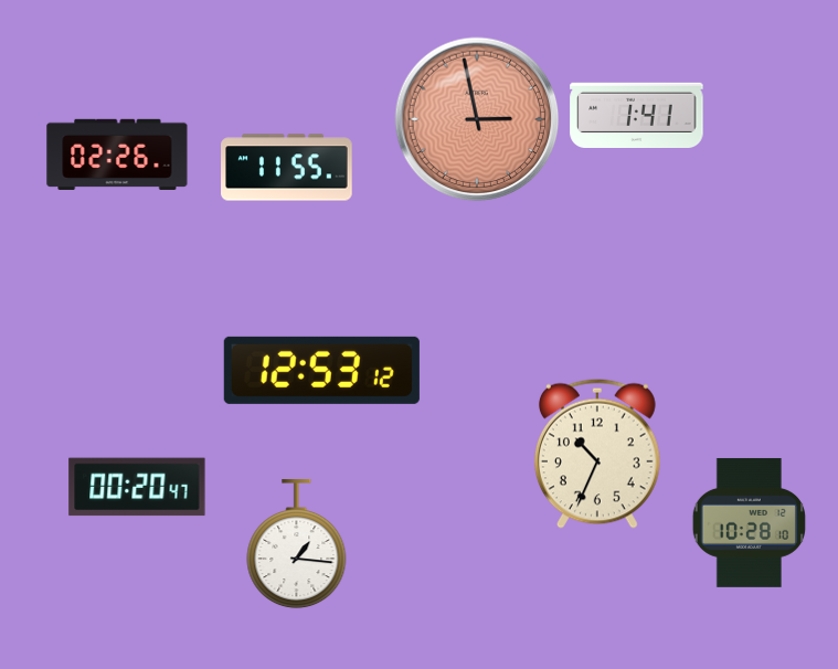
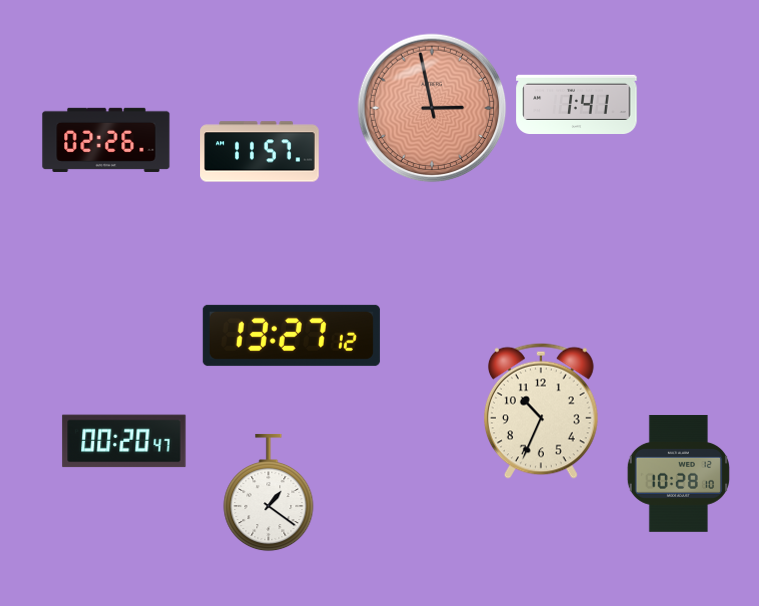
clock at (287, 168): 11:55 -> 11:57
clock at (321, 370): 12:53 -> 13:27
clock at (297, 544): 1:16 -> 1:21
